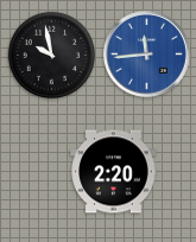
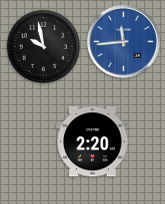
clock at (146, 53) position: (146, 53) -> (123, 41)
clock at (114, 172) position: (114, 172) -> (93, 142)
